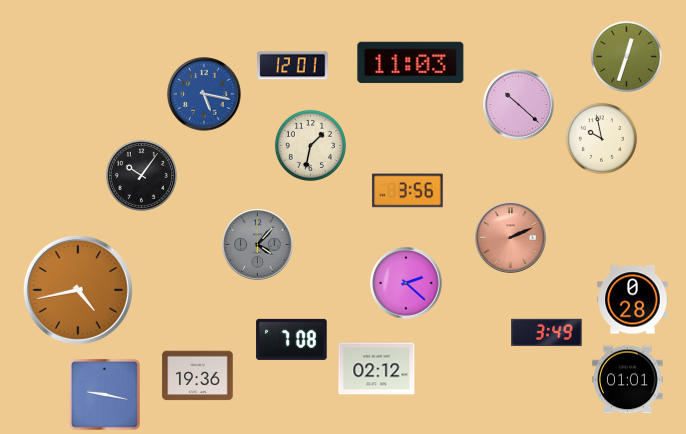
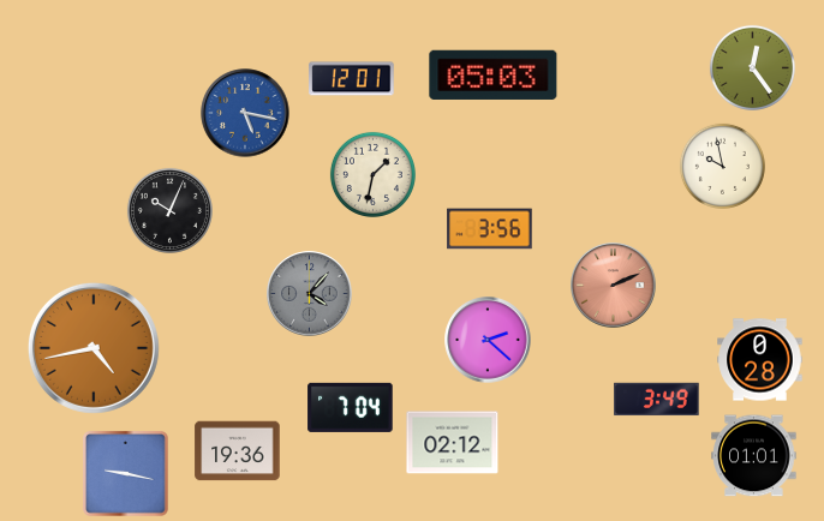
clock at (626, 56): 12:33 -> 12:24
clock at (411, 62): 11:03 -> 05:03
clock at (519, 105): 10:22 -> none
clock at (141, 175): 10:06 -> 10:04
clock at (292, 339): 7:08 -> 7:04
